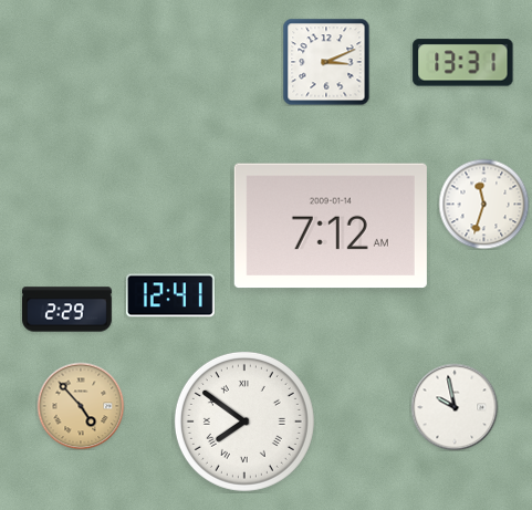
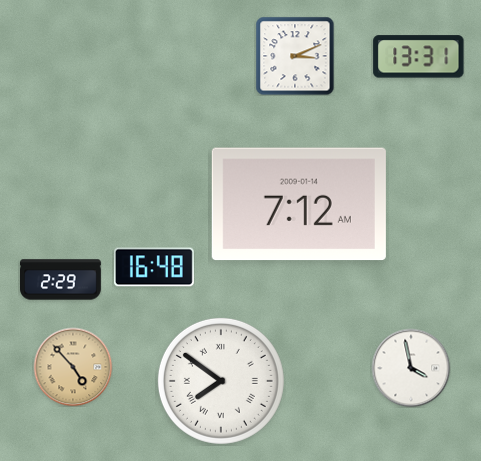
clock at (483, 204): 11:33 -> none
clock at (170, 295): 12:41 -> 16:48
clock at (455, 407): 9:58 -> 3:58
